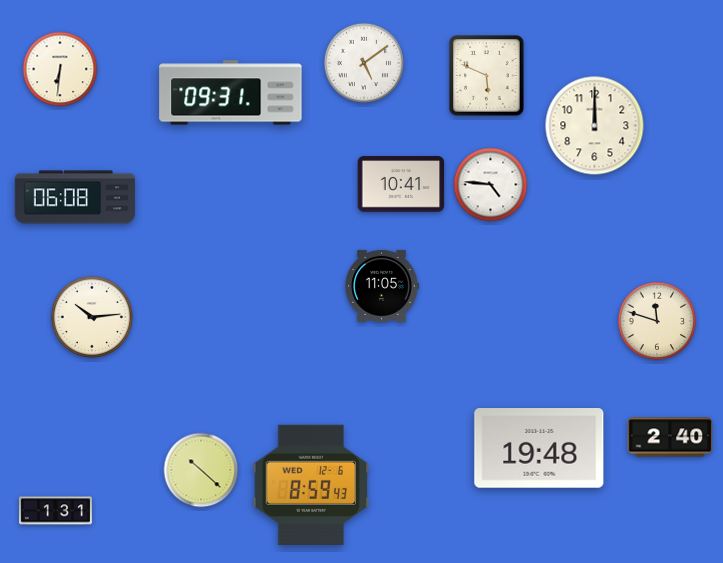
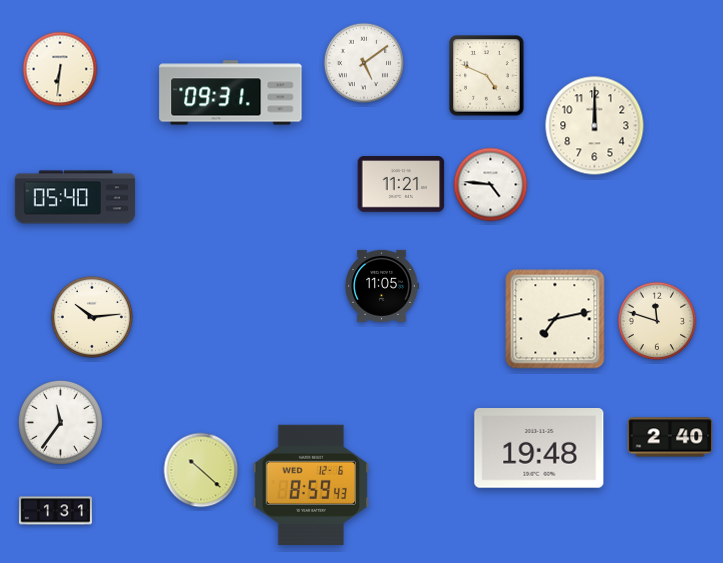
clock at (487, 76): 5:49 -> 4:49
clock at (401, 184): 10:41 -> 11:21
clock at (75, 197): 06:08 -> 05:40
clock at (555, 319): none -> 7:13
clock at (60, 422): none -> 11:36
